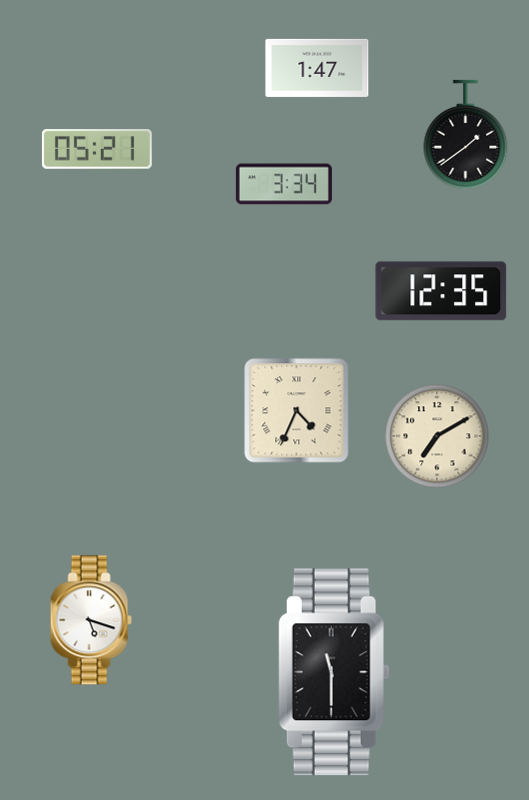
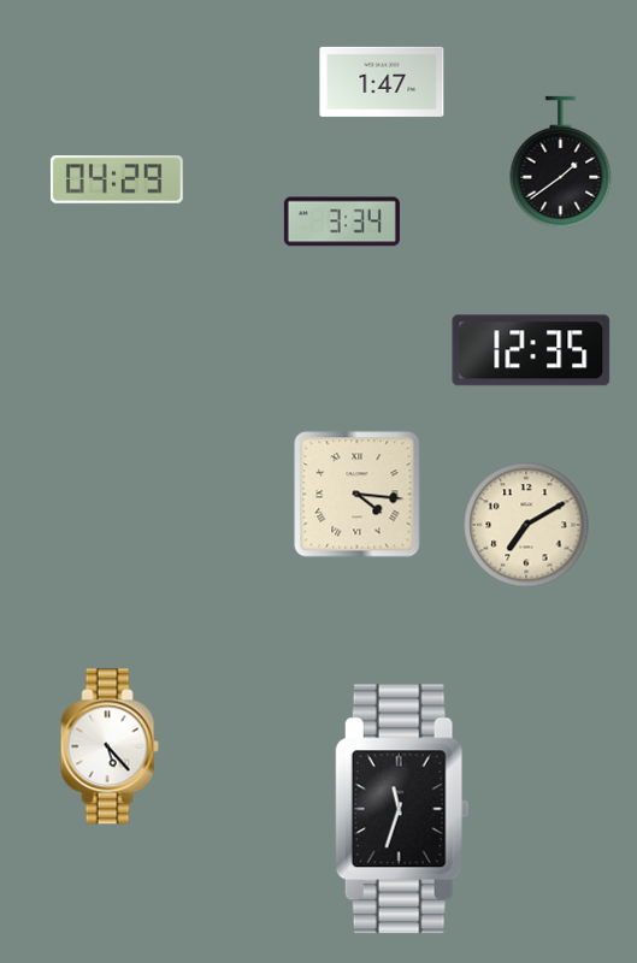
clock at (97, 150): 05:21 -> 04:29
clock at (297, 411): 4:34 -> 4:16
clock at (91, 620): 5:18 -> 5:23
clock at (334, 672): 11:30 -> 11:33
